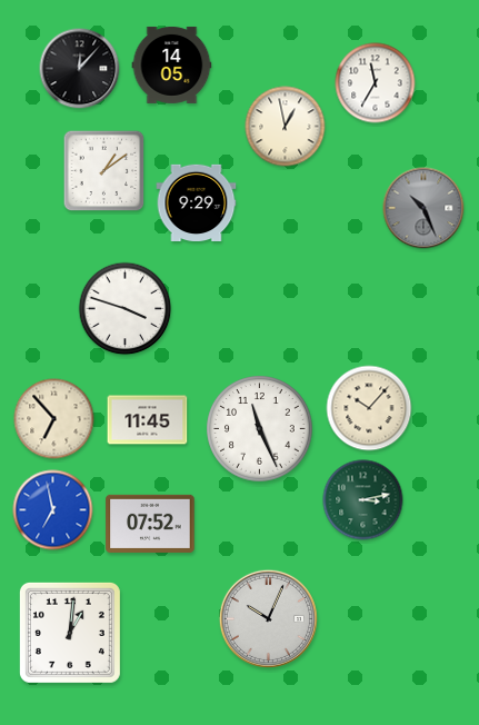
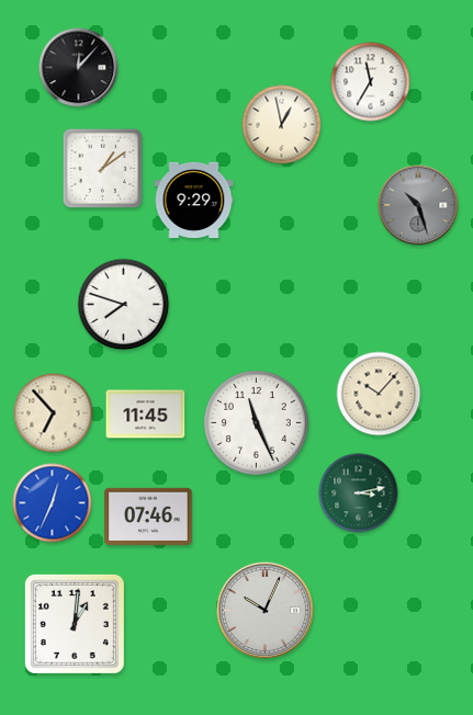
clock at (172, 64): 14:05 -> none
clock at (423, 208): 10:26 -> 10:27
clock at (126, 309): 3:48 -> 7:48
clock at (369, 408) position: (369, 408) -> (379, 394)
clock at (53, 510): 6:58 -> 12:34
clock at (150, 524): 07:52 -> 07:46
clock at (70, 633) position: (70, 633) -> (75, 624)
